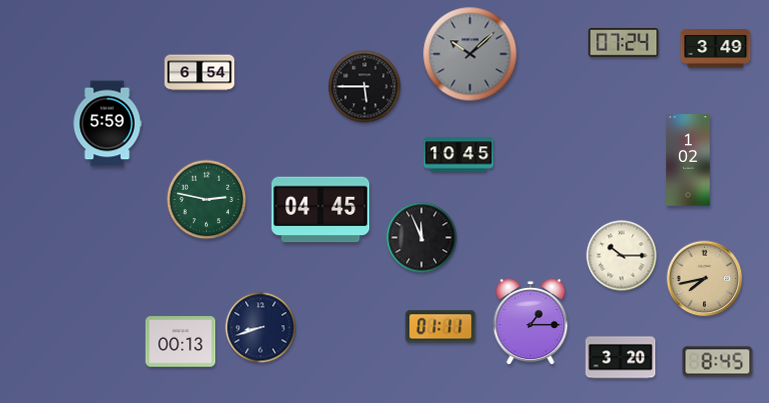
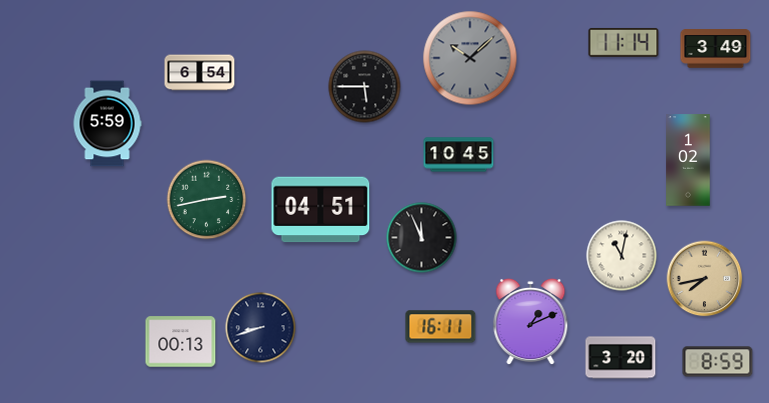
clock at (624, 43): 07:24 -> 11:14
clock at (470, 54) position: (470, 54) -> (470, 58)
clock at (207, 200): 2:47 -> 2:43
clock at (321, 210): 04:45 -> 04:51
clock at (622, 256): 10:15 -> 11:02
clock at (531, 322): 1:15 -> 1:11
clock at (441, 327): 01:11 -> 16:11
clock at (718, 362): 8:45 -> 8:59
